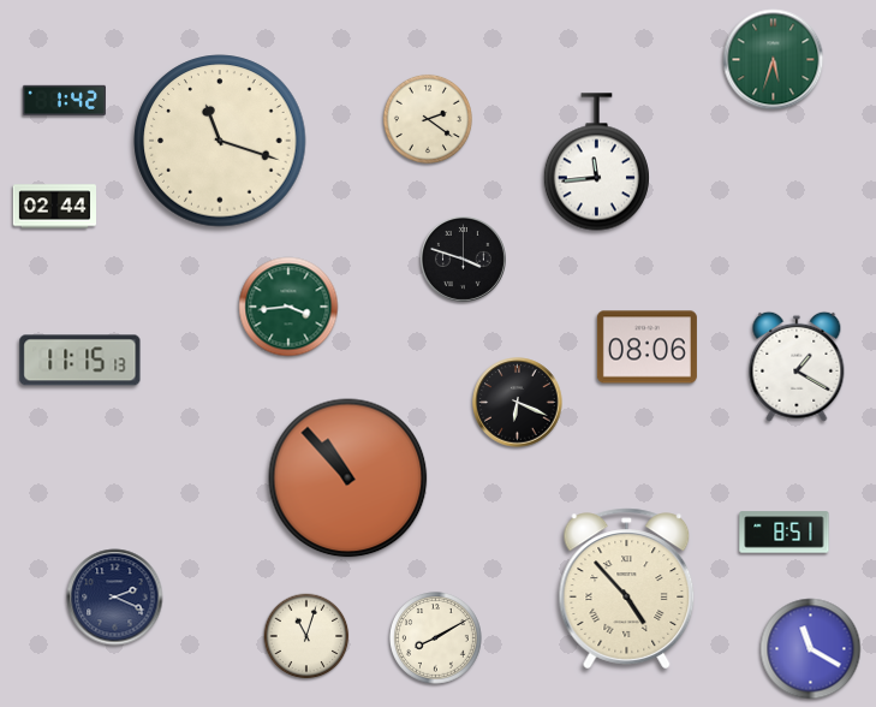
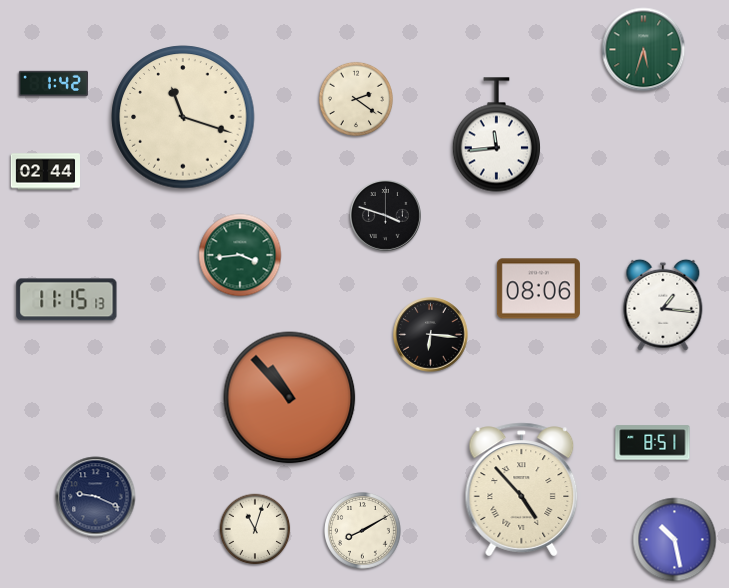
clock at (797, 367): 1:20 -> 1:16
clock at (518, 403): 6:19 -> 6:16
clock at (115, 598): 2:19 -> 9:19
clock at (811, 649): 11:20 -> 10:28
